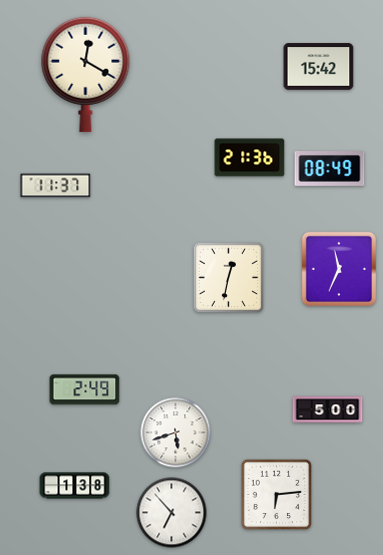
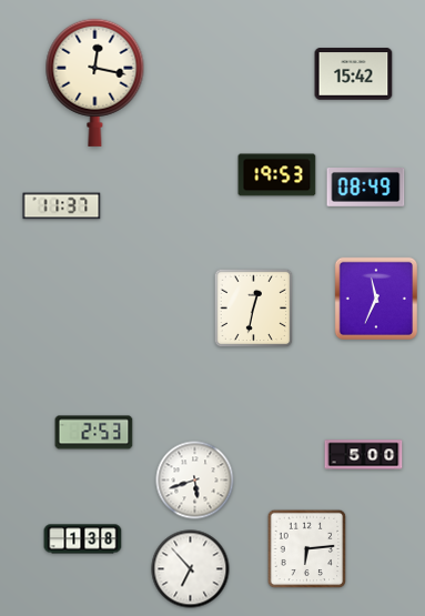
clock at (86, 74): 12:20 -> 12:17
clock at (250, 158): 21:36 -> 19:53
clock at (85, 390): 2:49 -> 2:53
